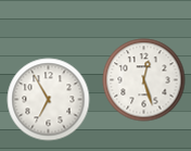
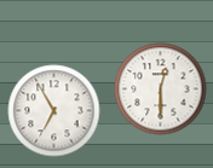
clock at (144, 80): 12:27 -> 12:30
